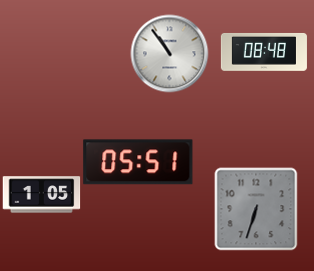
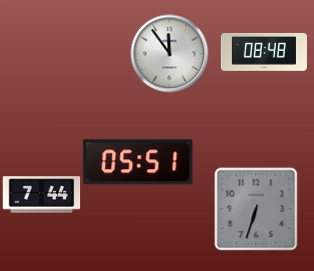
clock at (169, 53): 10:54 -> 11:54
clock at (41, 195): 1:05 -> 7:44
